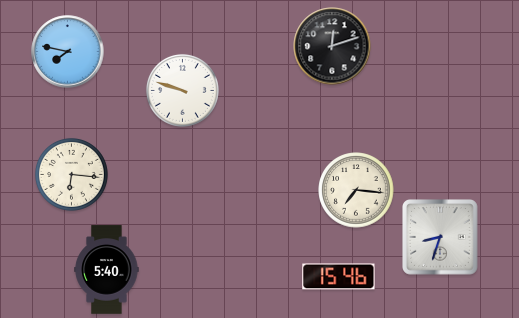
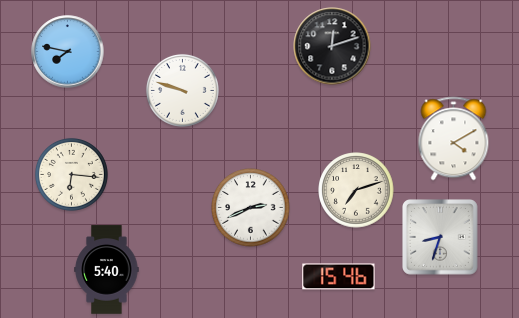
clock at (454, 139): none -> 4:10
clock at (356, 190): 7:16 -> 7:12
clock at (251, 208): none -> 2:41
